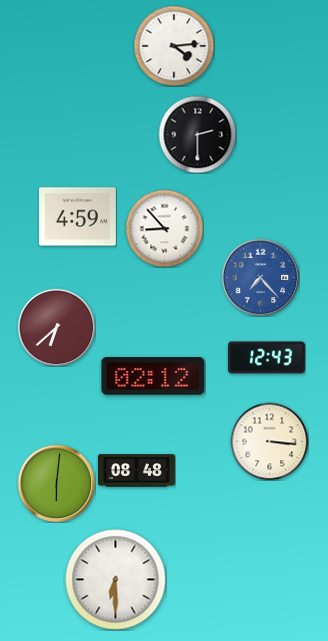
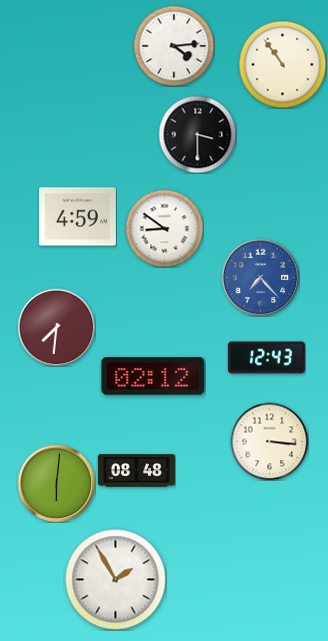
clock at (282, 64): none -> 10:54
clock at (197, 134): 2:30 -> 3:30
clock at (164, 228): 8:53 -> 8:51
clock at (56, 327): 6:38 -> 7:31
clock at (116, 580): 6:30 -> 1:55
